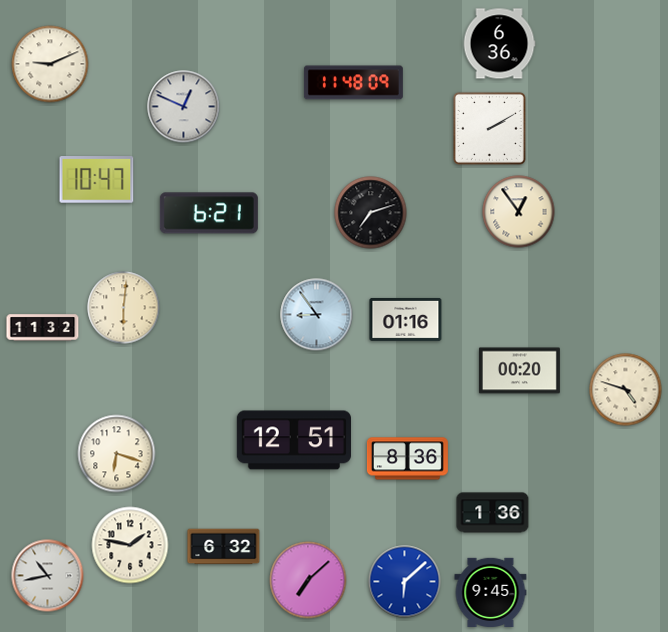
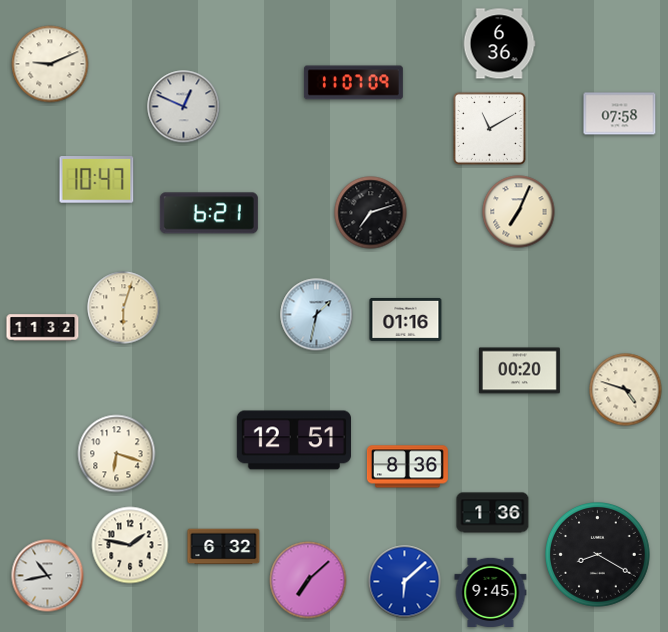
clock at (353, 83): 11:48 -> 11:07
clock at (620, 114): none -> 07:58
clock at (489, 128): 2:10 -> 11:10
clock at (519, 212): 12:54 -> 7:04
clock at (124, 308): 6:01 -> 6:03
clock at (317, 315): 8:54 -> 1:32
clock at (407, 459) position: (407, 459) -> (407, 467)
clock at (598, 555): none -> 8:20
